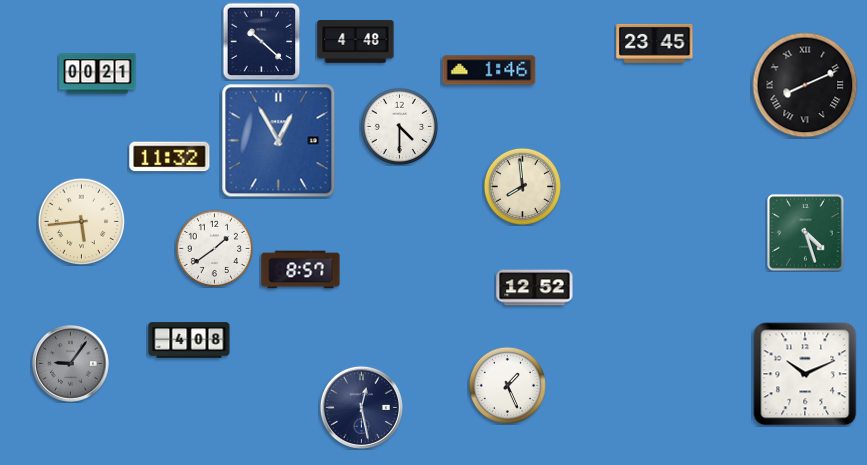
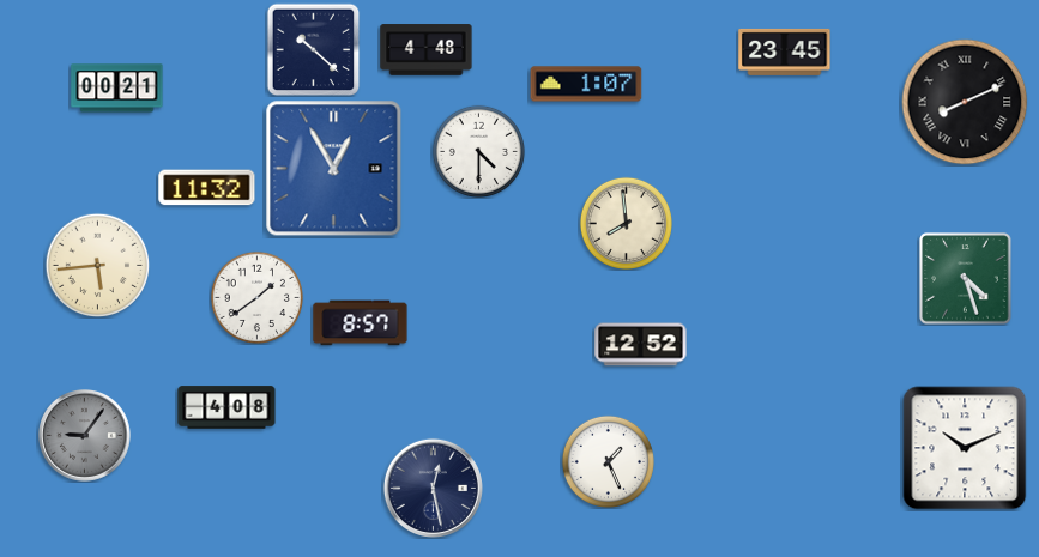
clock at (489, 70): 1:46 -> 1:07
clock at (170, 157) position: (170, 157) -> (207, 188)
